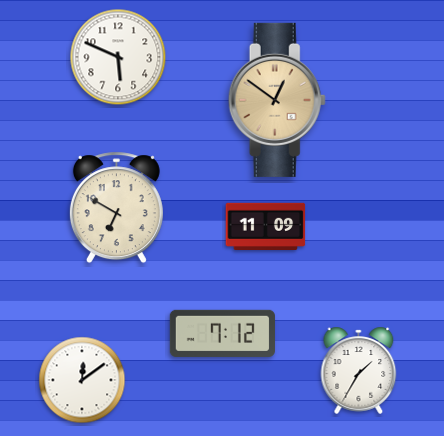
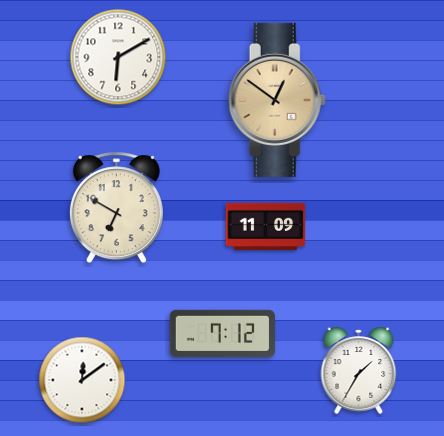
clock at (118, 57): 5:49 -> 6:10
